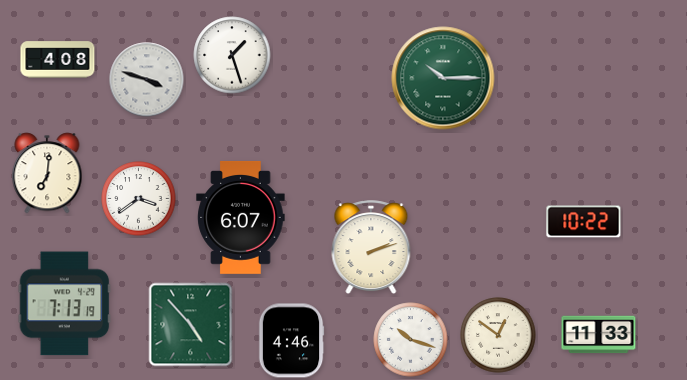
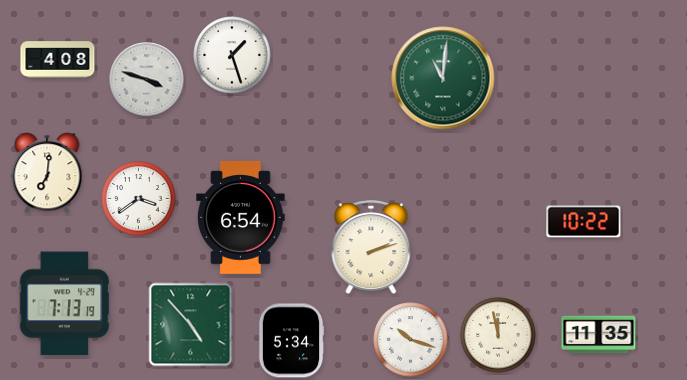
clock at (443, 78): 10:15 -> 11:01
clock at (241, 217): 6:07 -> 6:54
clock at (498, 335): 12:51 -> 11:58
clock at (599, 335): 11:33 -> 11:35
clock at (291, 341): 4:46 -> 5:34
